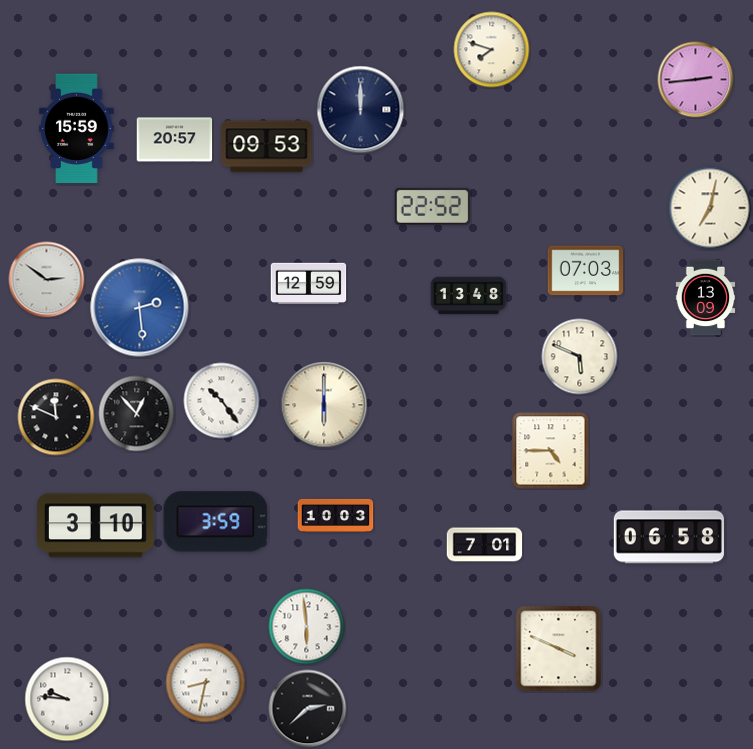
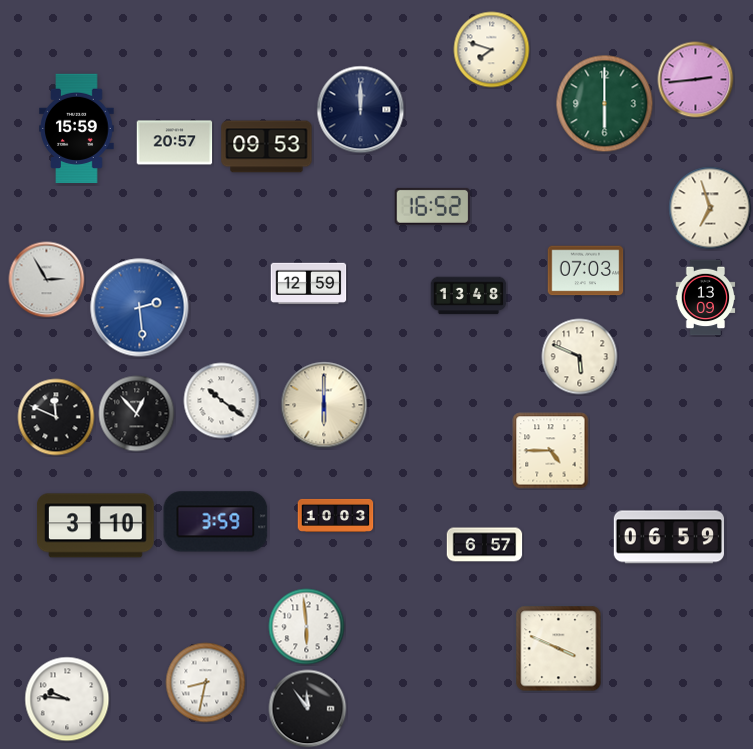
clock at (605, 104): none -> 6:00
clock at (175, 140) position: (175, 140) -> (175, 143)
clock at (433, 206): 22:52 -> 16:52
clock at (710, 208): 7:02 -> 6:57
clock at (47, 280): 2:51 -> 2:55
clock at (222, 401): 10:24 -> 10:21
clock at (669, 537): 06:58 -> 06:59
clock at (485, 545): 7:01 -> 6:57
clock at (308, 709): 2:38 -> 11:54
